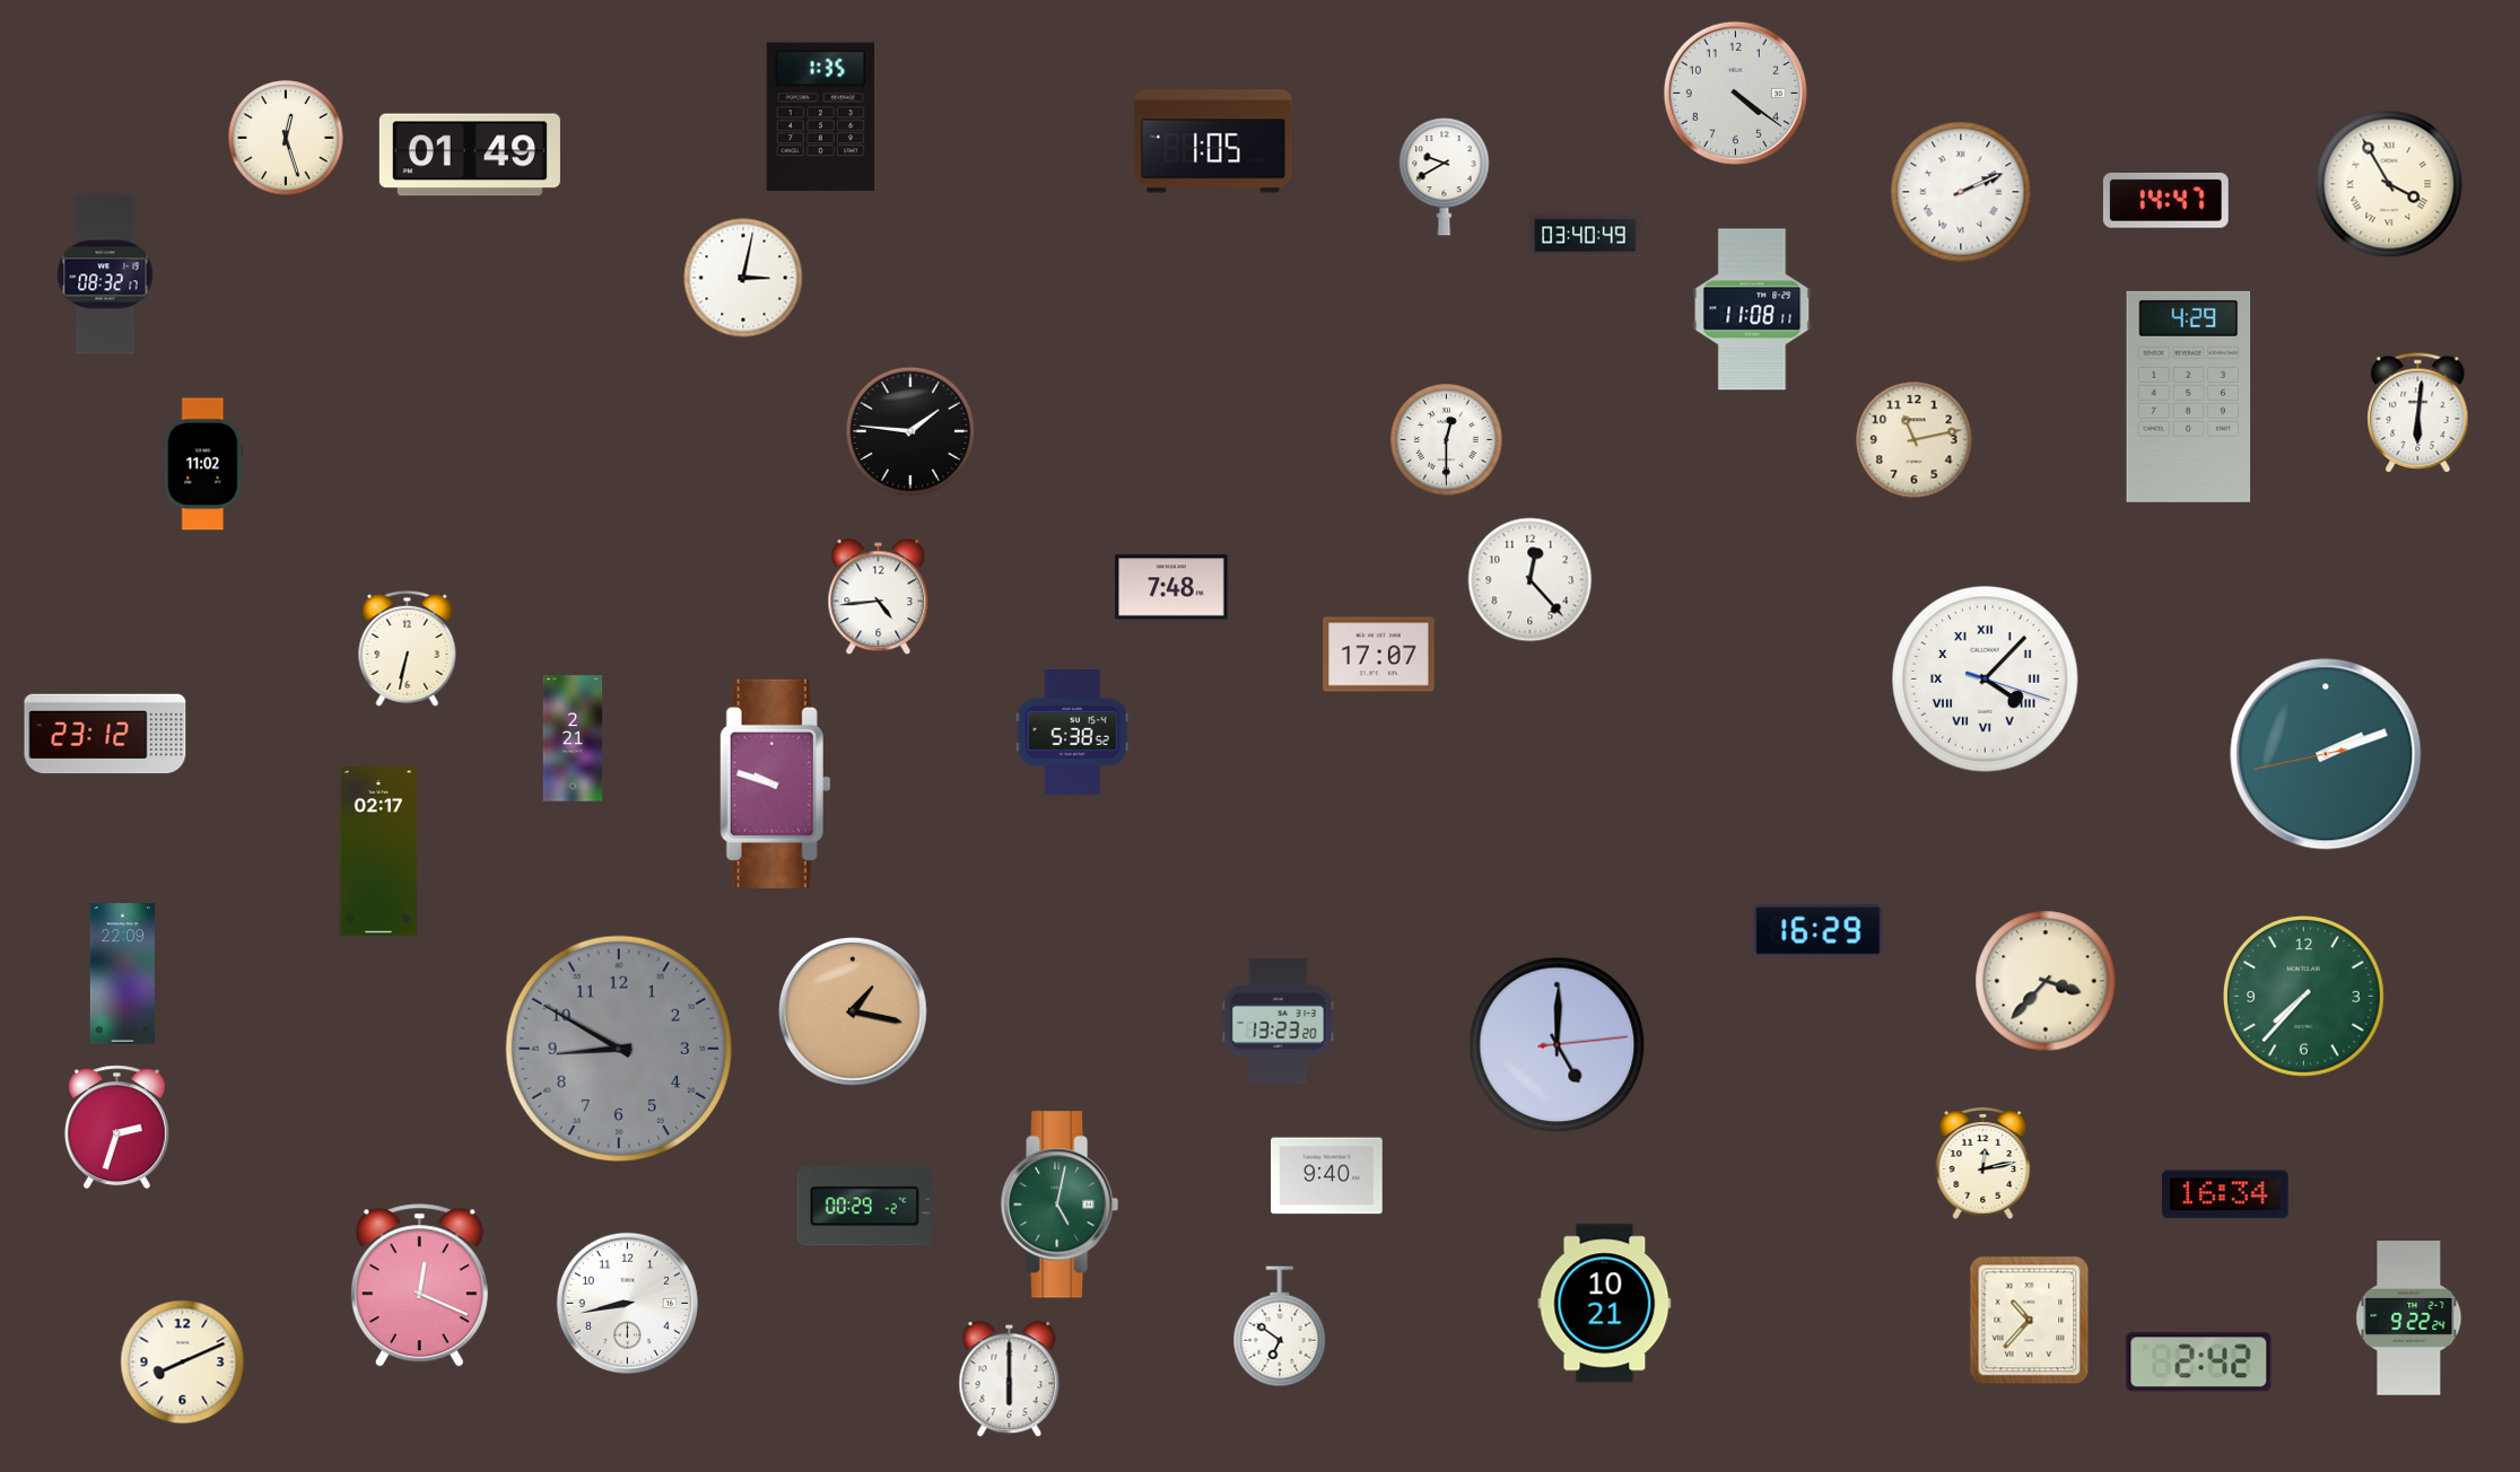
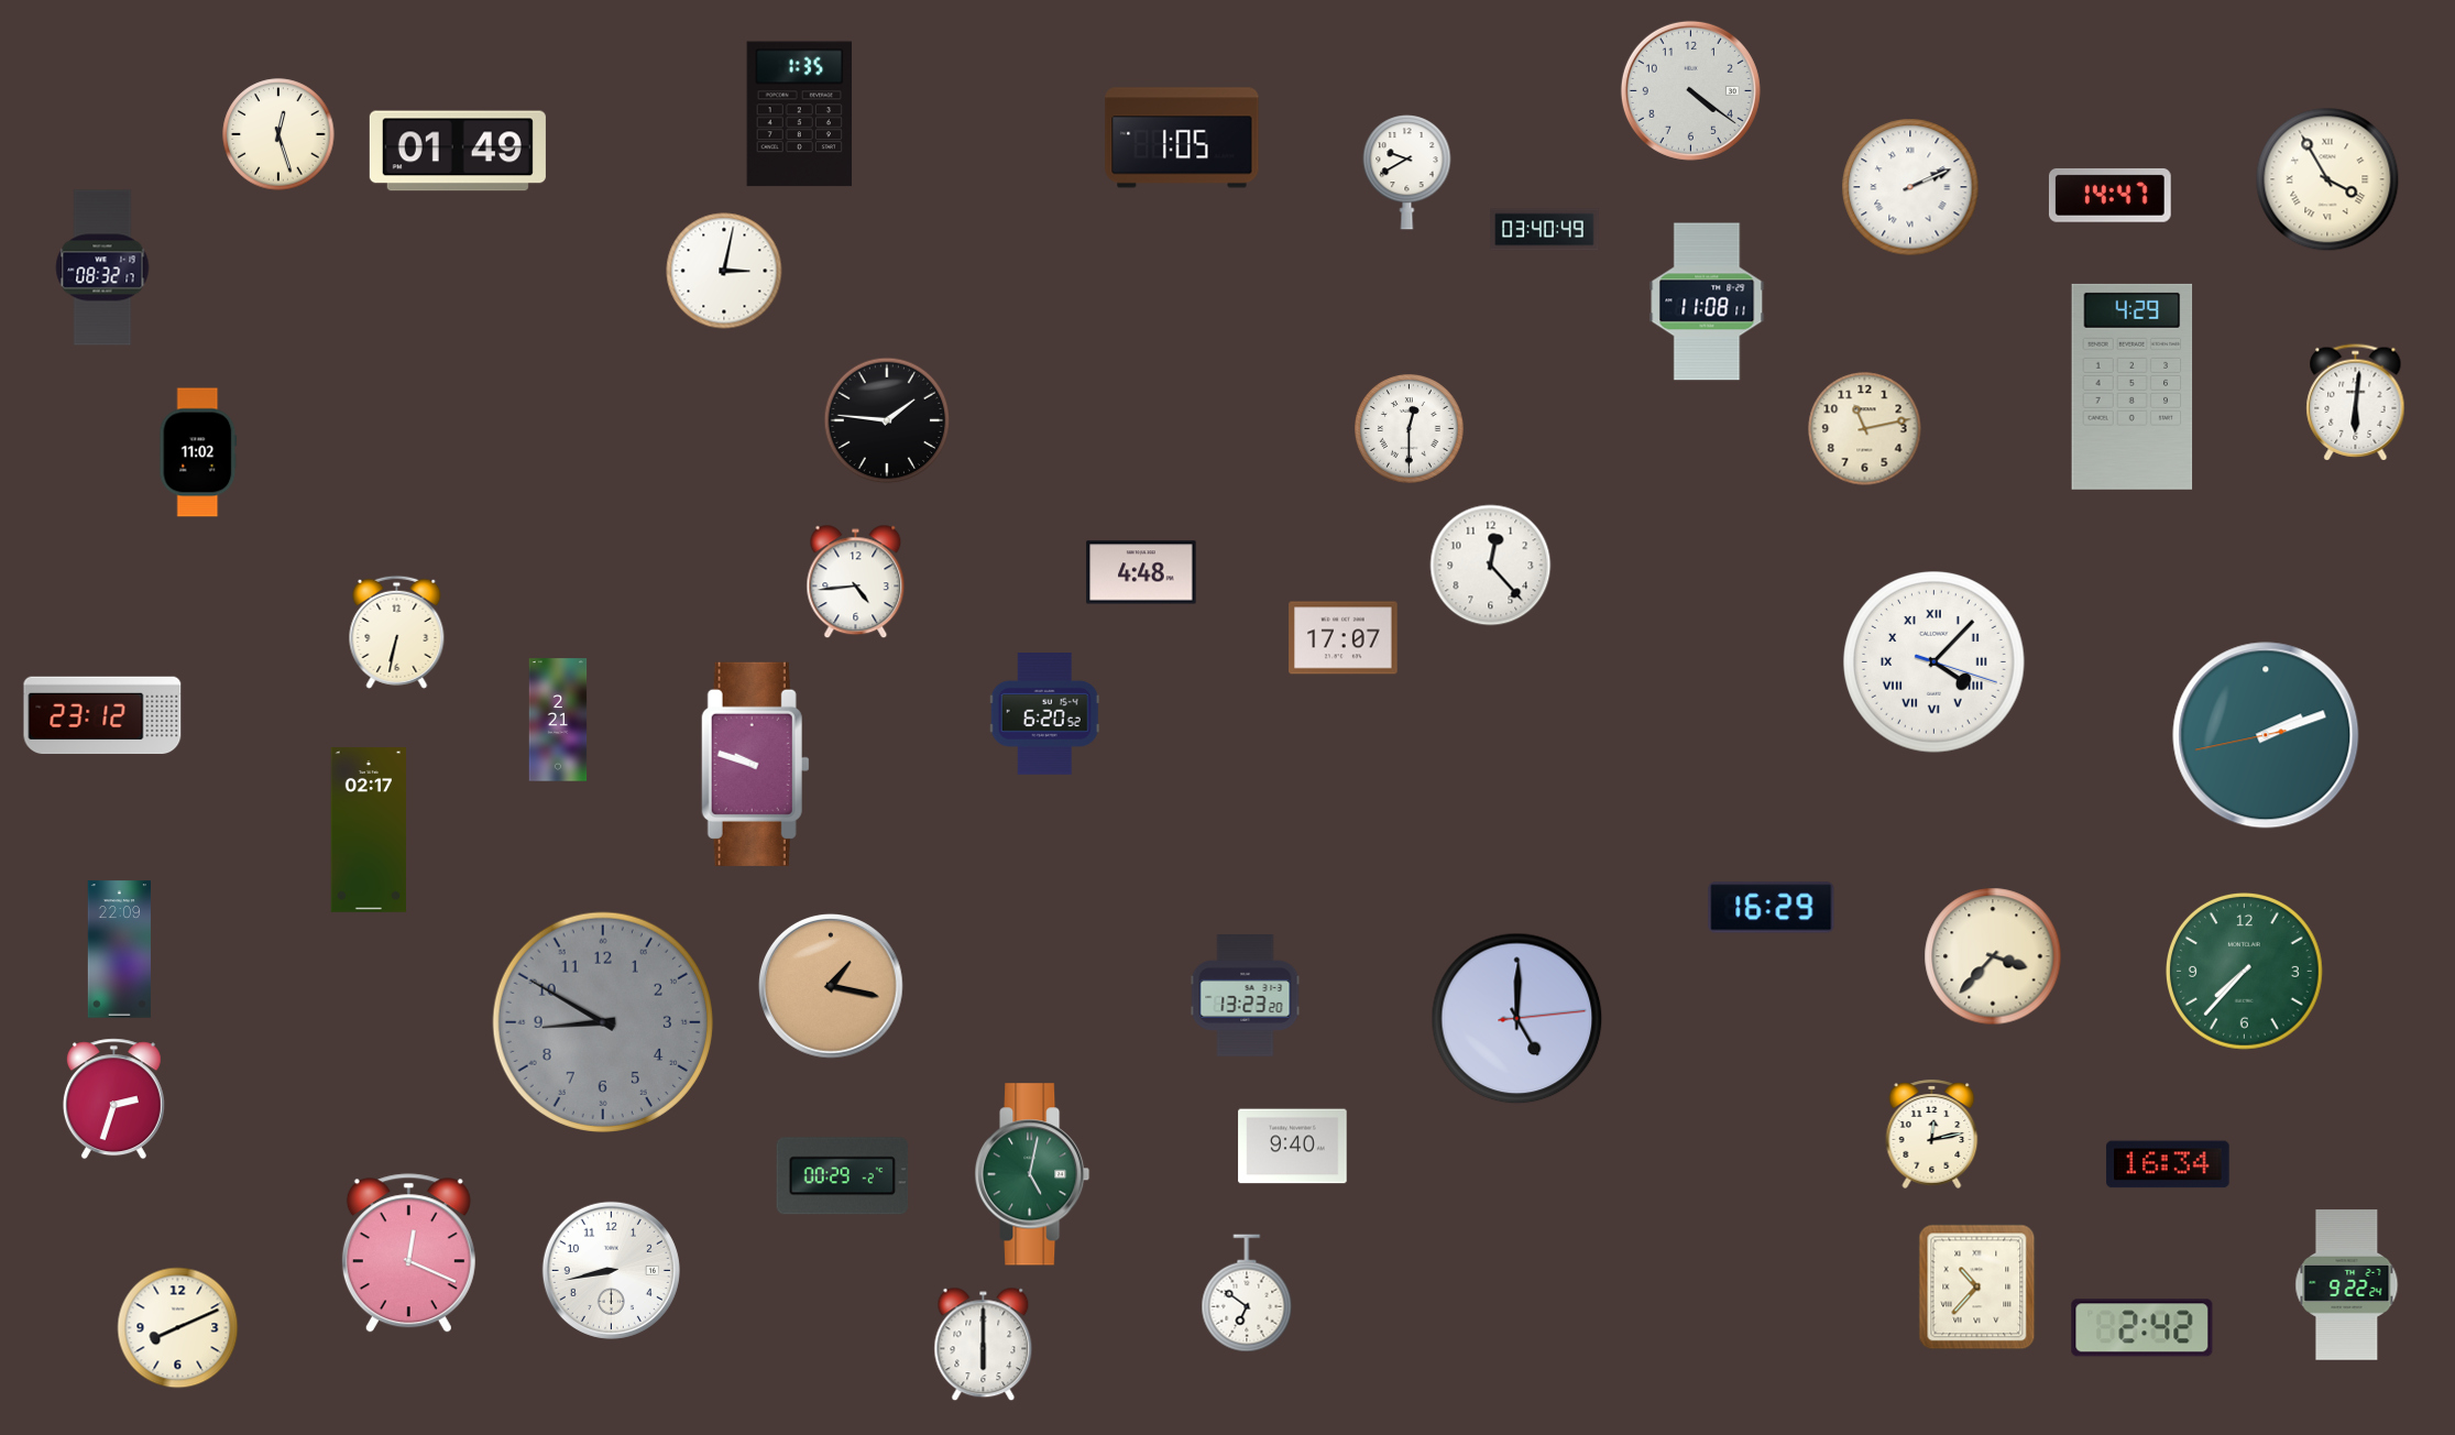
clock at (1171, 587): 7:48 -> 4:48
clock at (1072, 733): 5:38 -> 6:20
clock at (1605, 1304): 10:21 -> none
